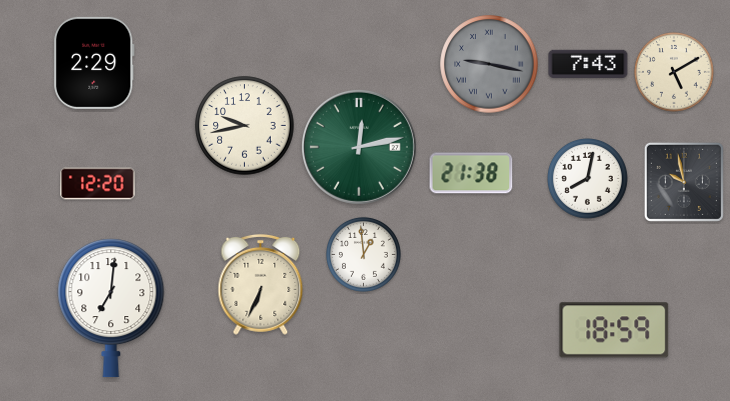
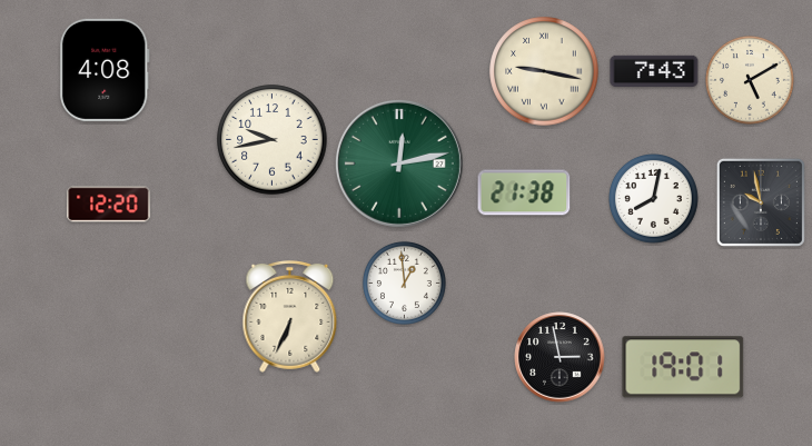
clock at (94, 63): 2:29 -> 4:08
clock at (489, 64) dial: grey -> cream
clock at (111, 308): 7:01 -> none
clock at (560, 357): none -> 2:58
clock at (614, 330): 18:59 -> 19:01
